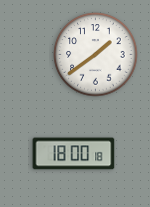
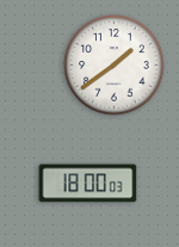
clock at (74, 154): 18:00:18 -> 18:00:03
